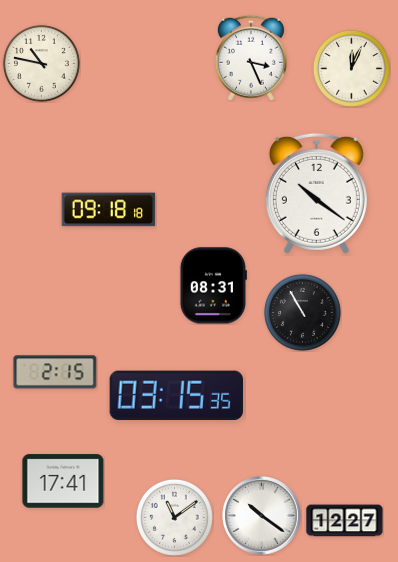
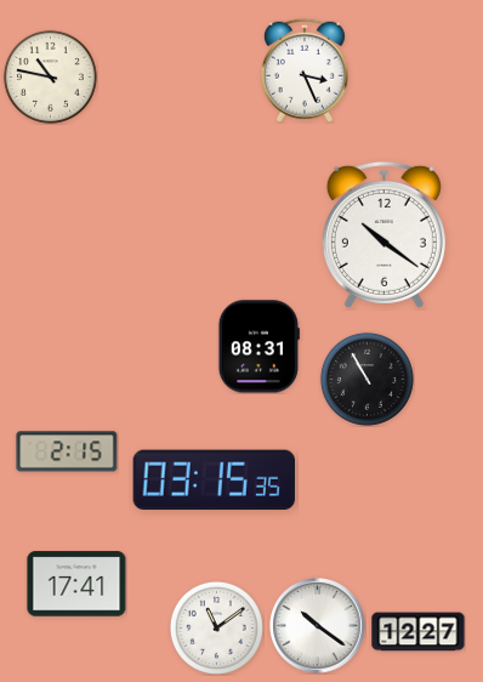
clock at (351, 68): 12:04 -> none
clock at (109, 210): 09:18 -> none
clock at (174, 517) position: (174, 517) -> (216, 627)
